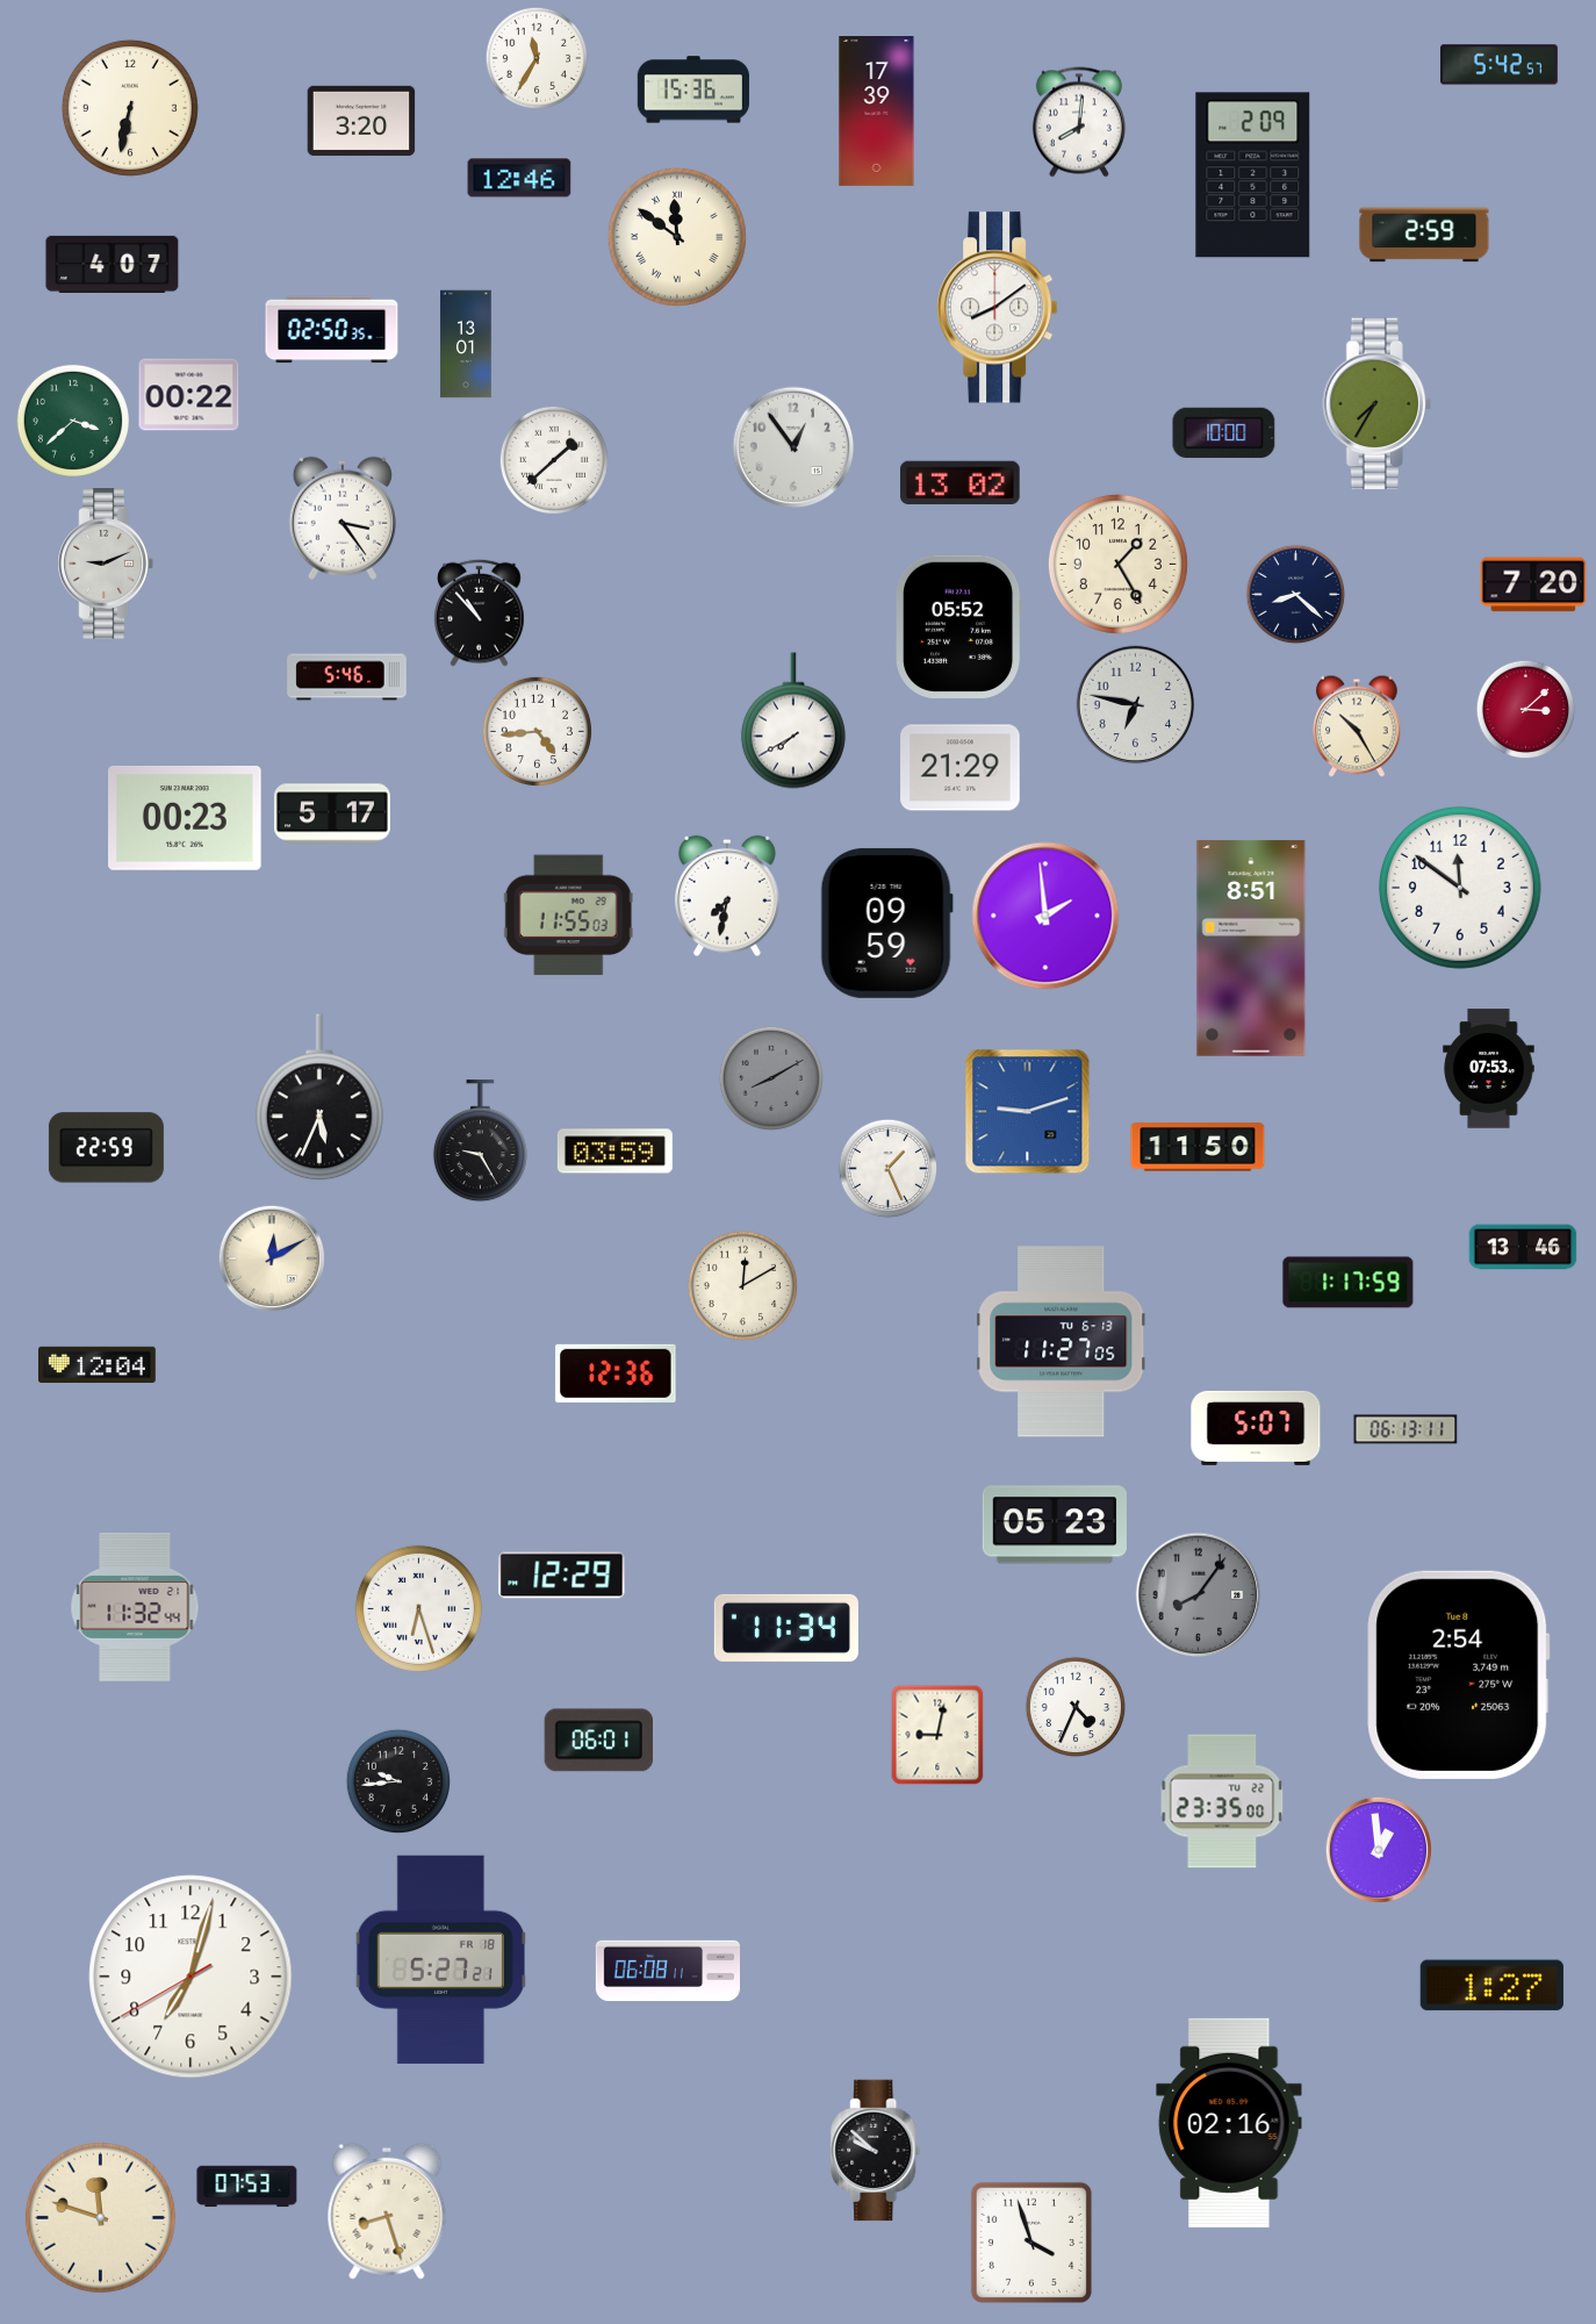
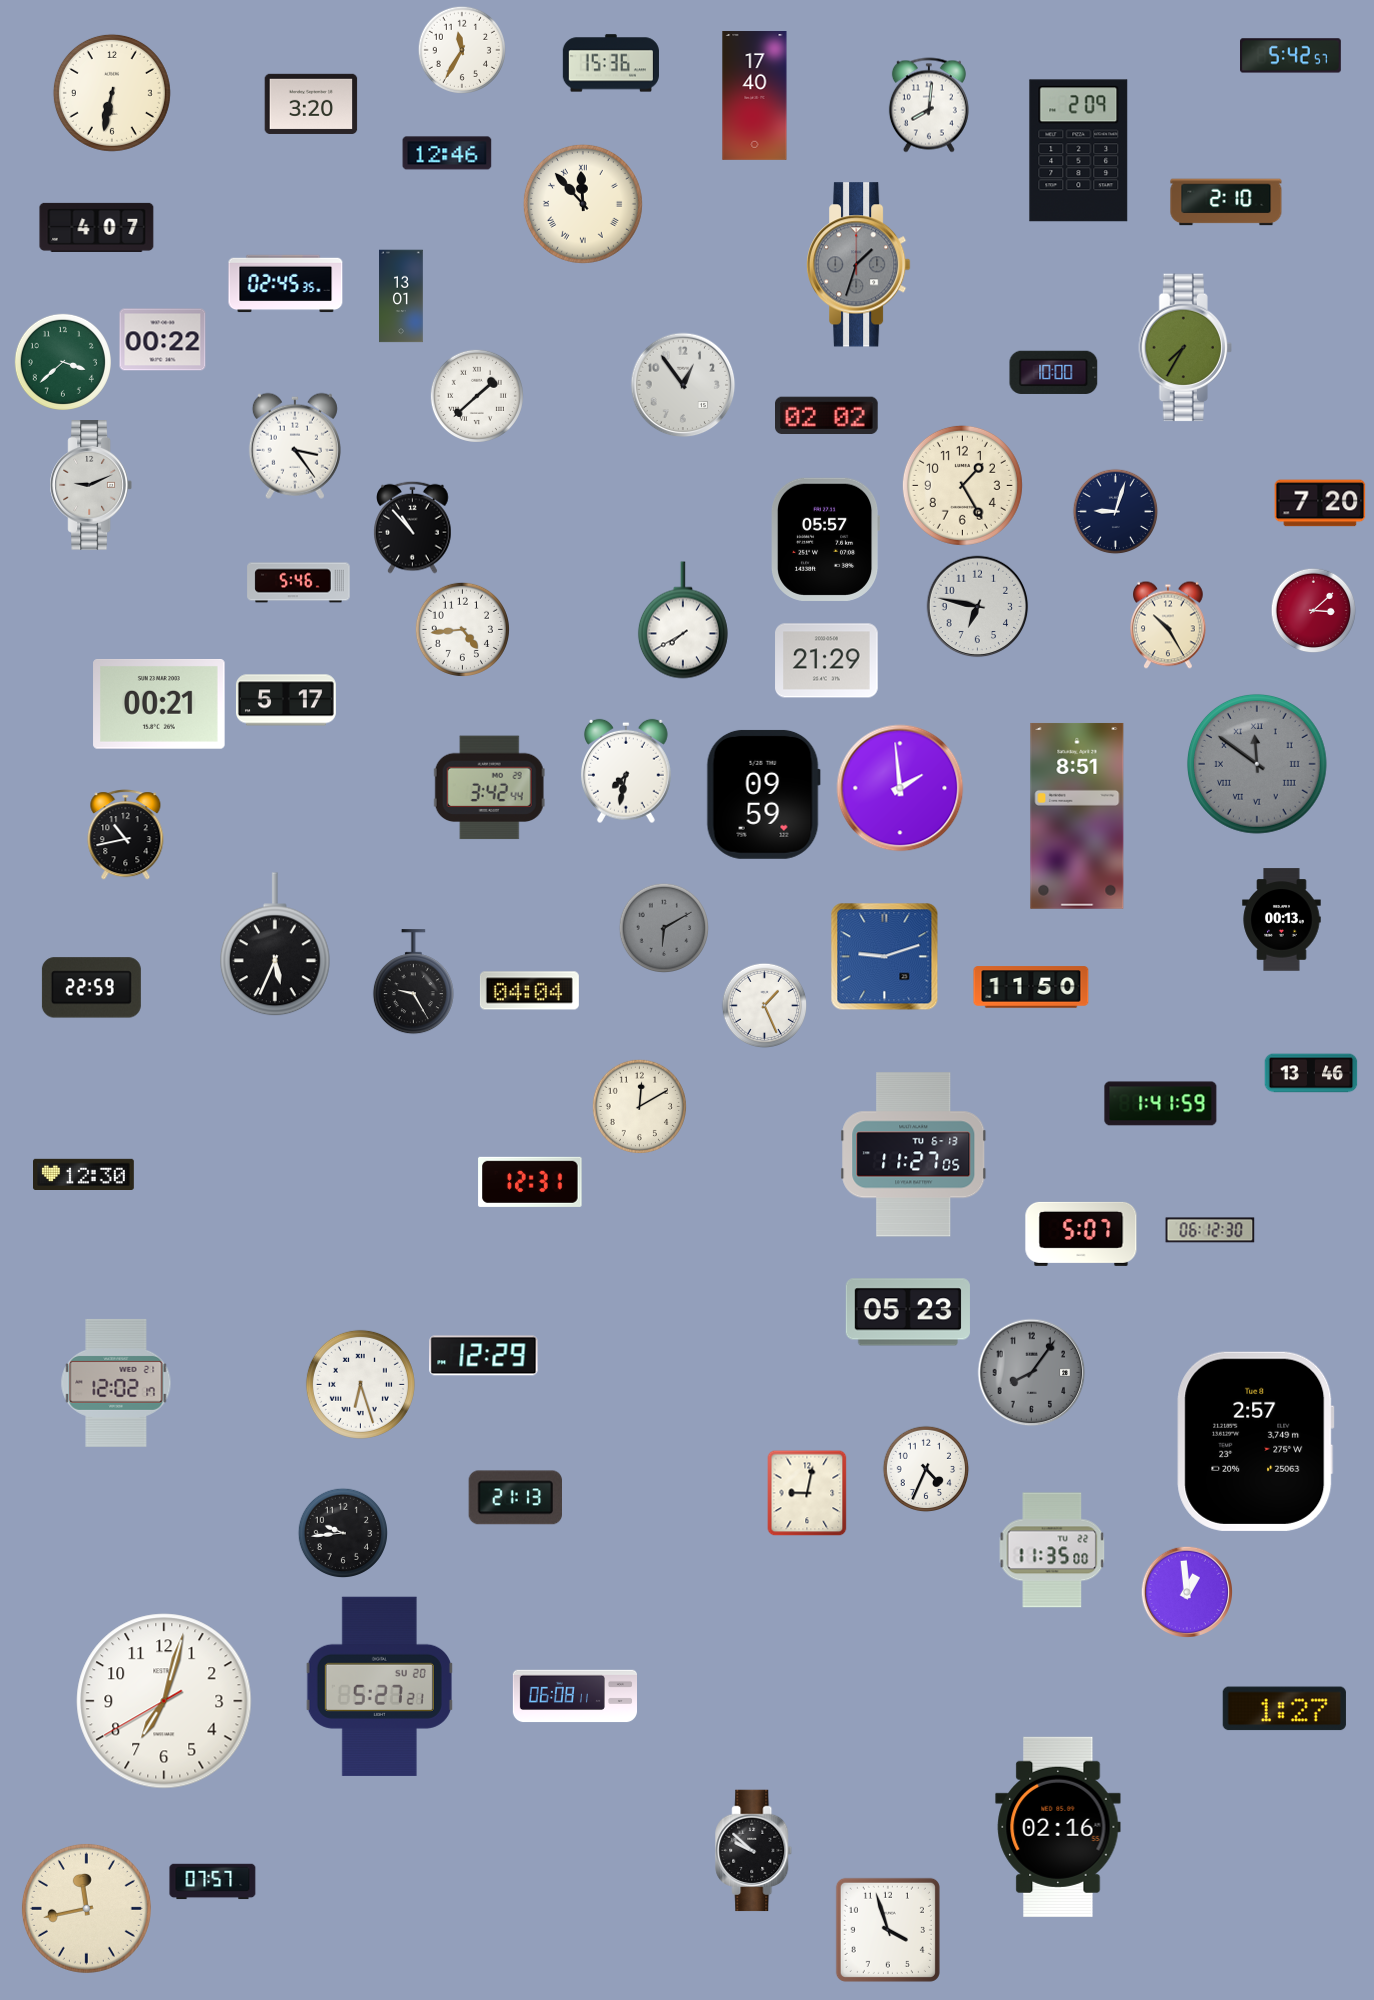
clock at (693, 89) position: (693, 89) -> (611, 63)
clock at (877, 112): 17:39 -> 17:40
clock at (1424, 235): 2:59 -> 2:10
clock at (677, 237): 11:51 -> 11:53
clock at (998, 308): 8:09 -> 1:33
clock at (998, 308) dial: white -> grey
clock at (332, 330): 02:50 -> 02:45
clock at (961, 483): 13:02 -> 02:02
clock at (1296, 595): 8:22 -> 9:03
clock at (959, 626): 05:52 -> 05:57
clock at (185, 819): 00:23 -> 00:21
clock at (1460, 888) dial: white -> grey
clock at (1460, 888) numerals: Arabic -> Roman
clock at (568, 916): 11:55 -> 3:42
clock at (126, 835): none -> 10:43
clock at (1489, 1069): 07:53 -> 00:13
clock at (770, 1077): 8:10 -> 6:10
clock at (614, 1152): 03:59 -> 04:04
clock at (271, 1257): 12:10 -> none
clock at (1349, 1283): 1:17 -> 1:41
clock at (98, 1364): 12:04 -> 12:30
clock at (616, 1373): 12:36 -> 12:31
clock at (1256, 1428) position: (1256, 1428) -> (1081, 1234)
clock at (1406, 1429): 06:13 -> 06:12
clock at (135, 1607): 11:32 -> 12:02
clock at (786, 1628): 11:34 -> none
clock at (1459, 1674): 2:54 -> 2:57
clock at (598, 1741): 06:01 -> 21:13
clock at (1222, 1801): 23:35 -> 11:35
clock at (440, 1959) date: FR 18 -> SU 20
clock at (247, 2187): 07:53 -> 07:57
clock at (387, 2211): 8:27 -> none
clock at (100, 2217): 11:48 -> 11:43
